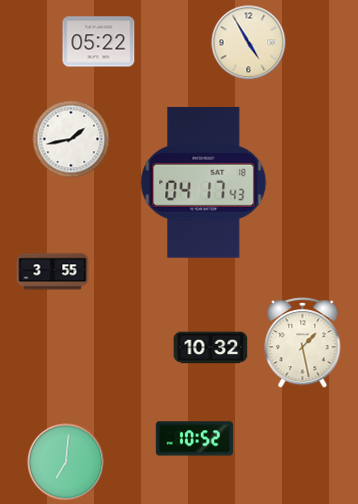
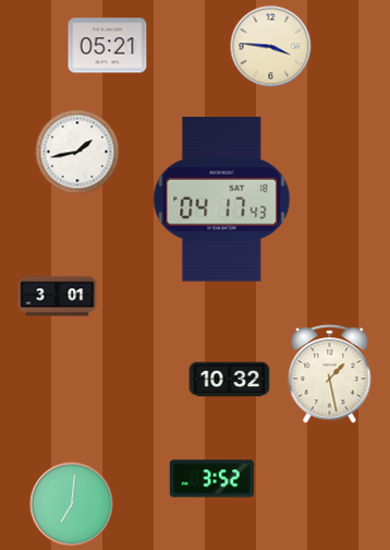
clock at (99, 42): 05:22 -> 05:21
clock at (249, 43): 4:55 -> 3:46
clock at (53, 272): 3:55 -> 3:01
clock at (194, 439): 10:52 -> 3:52
